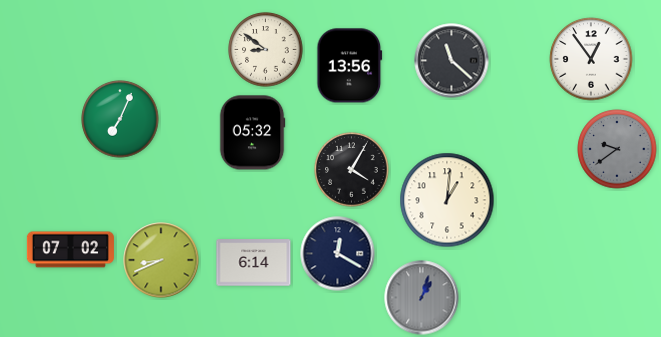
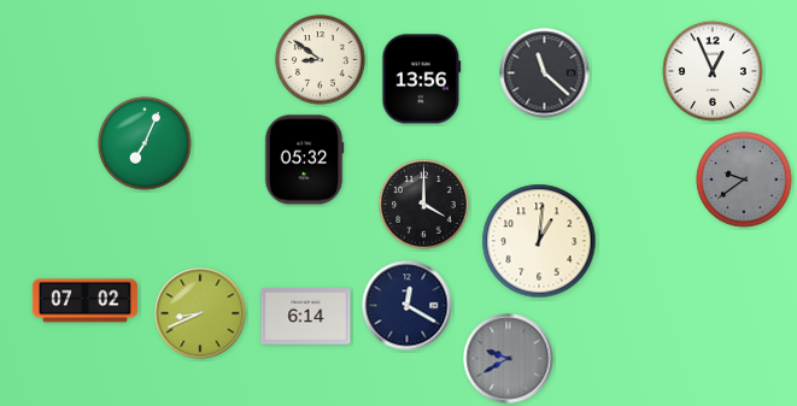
clock at (591, 59): 12:54 -> 12:56
clock at (352, 170): 4:05 -> 4:00
clock at (161, 260) position: (161, 260) -> (200, 313)
clock at (422, 298): 1:03 -> 9:40
